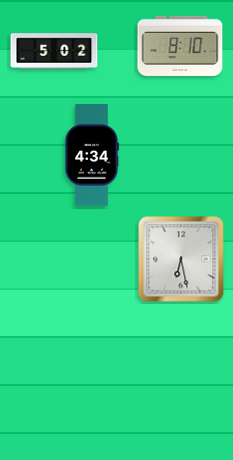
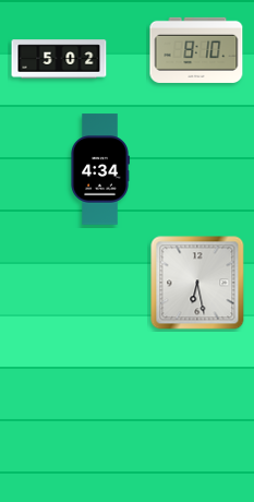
clock at (54, 51) position: (54, 51) -> (59, 59)
